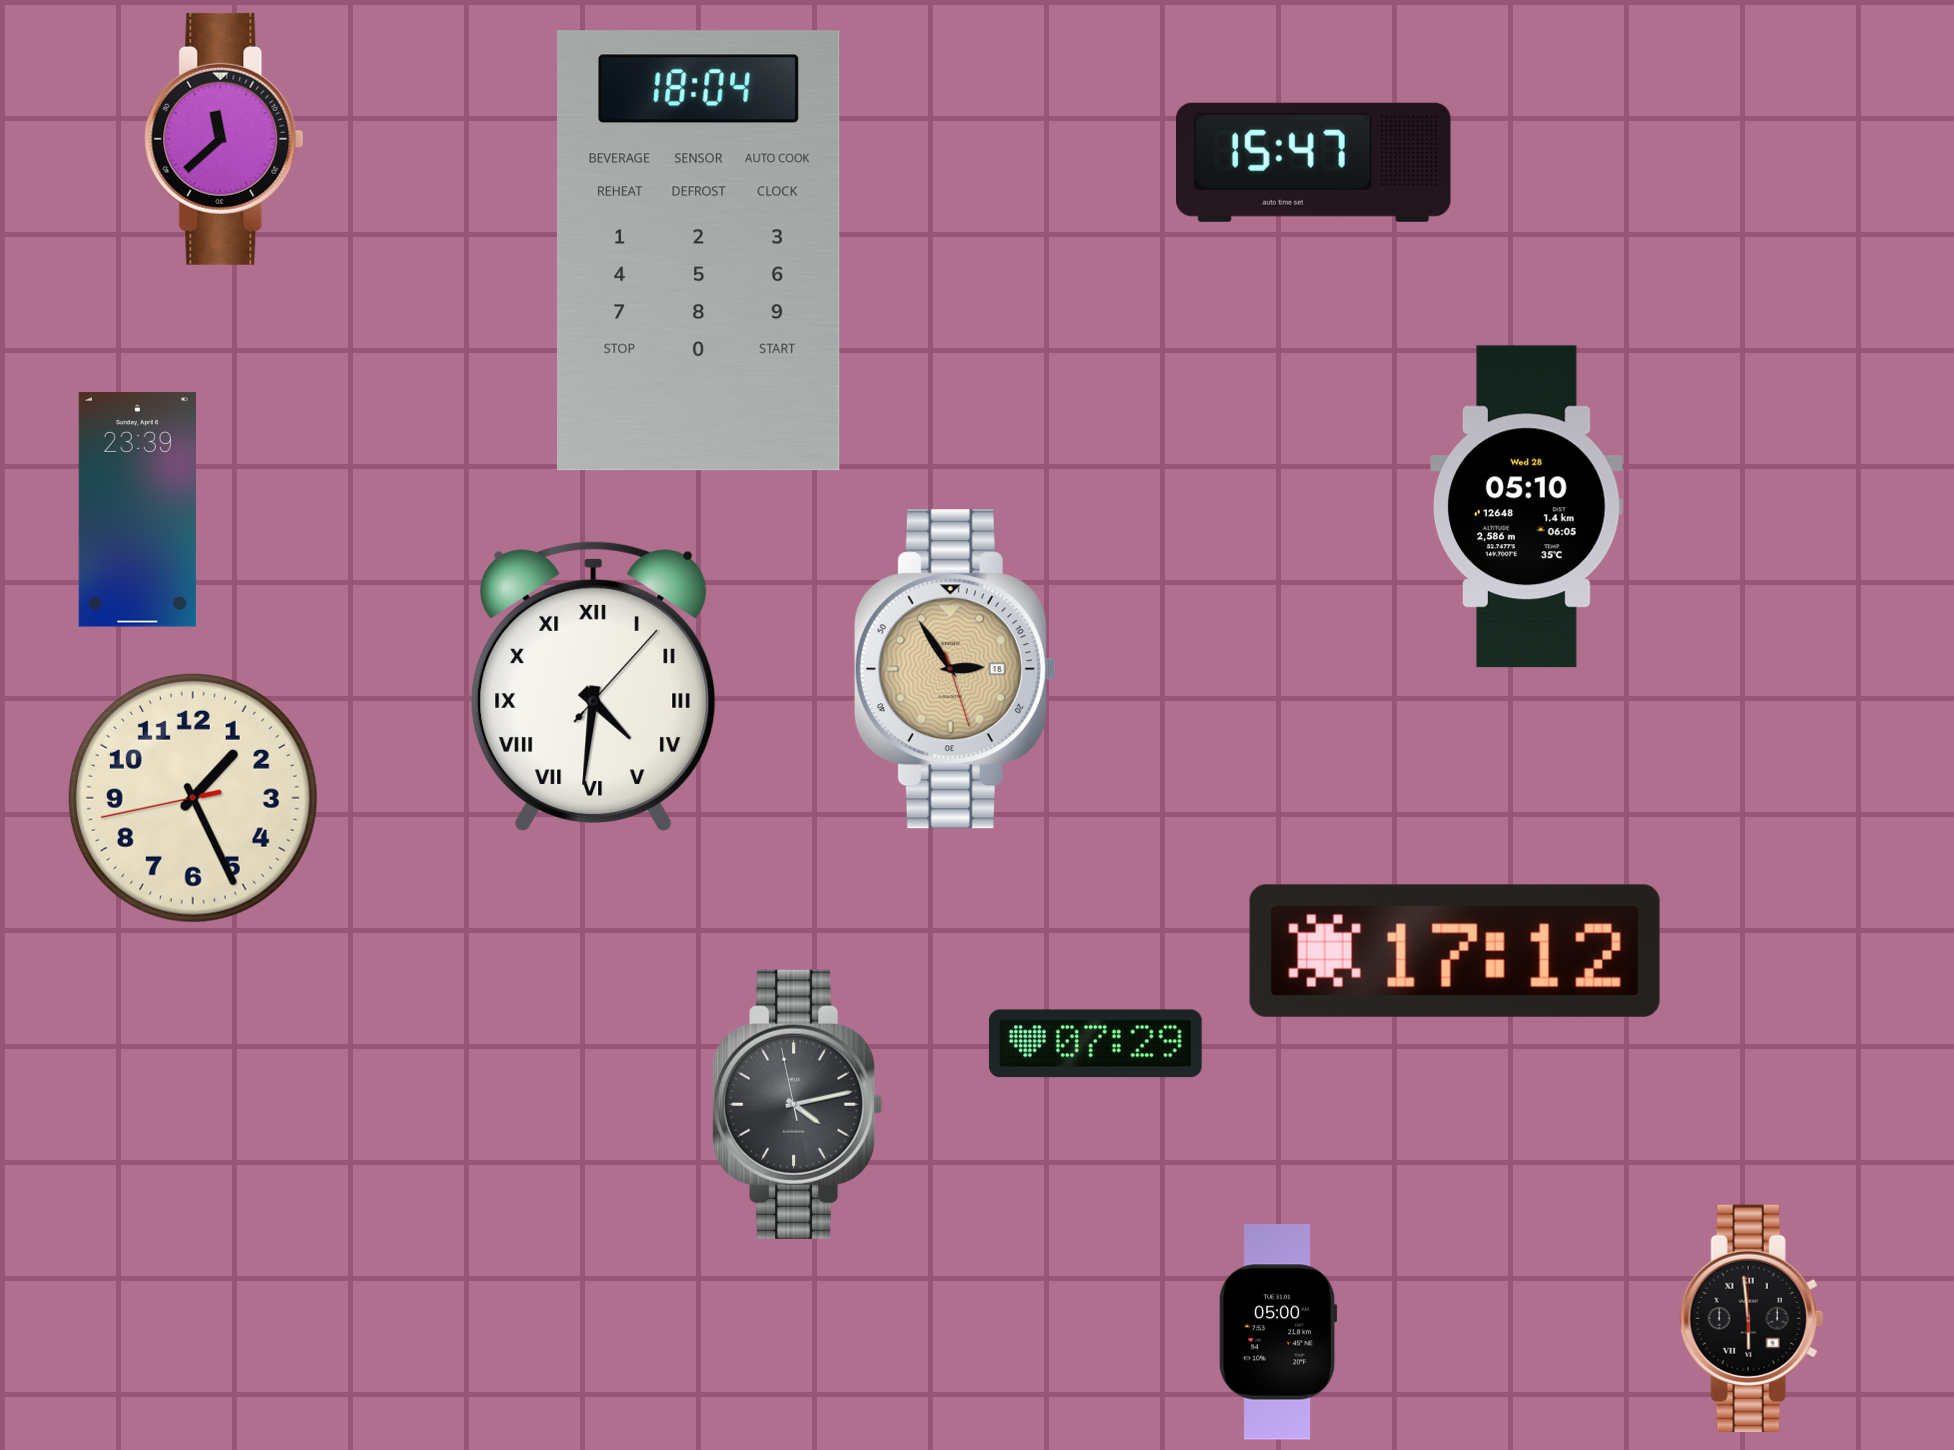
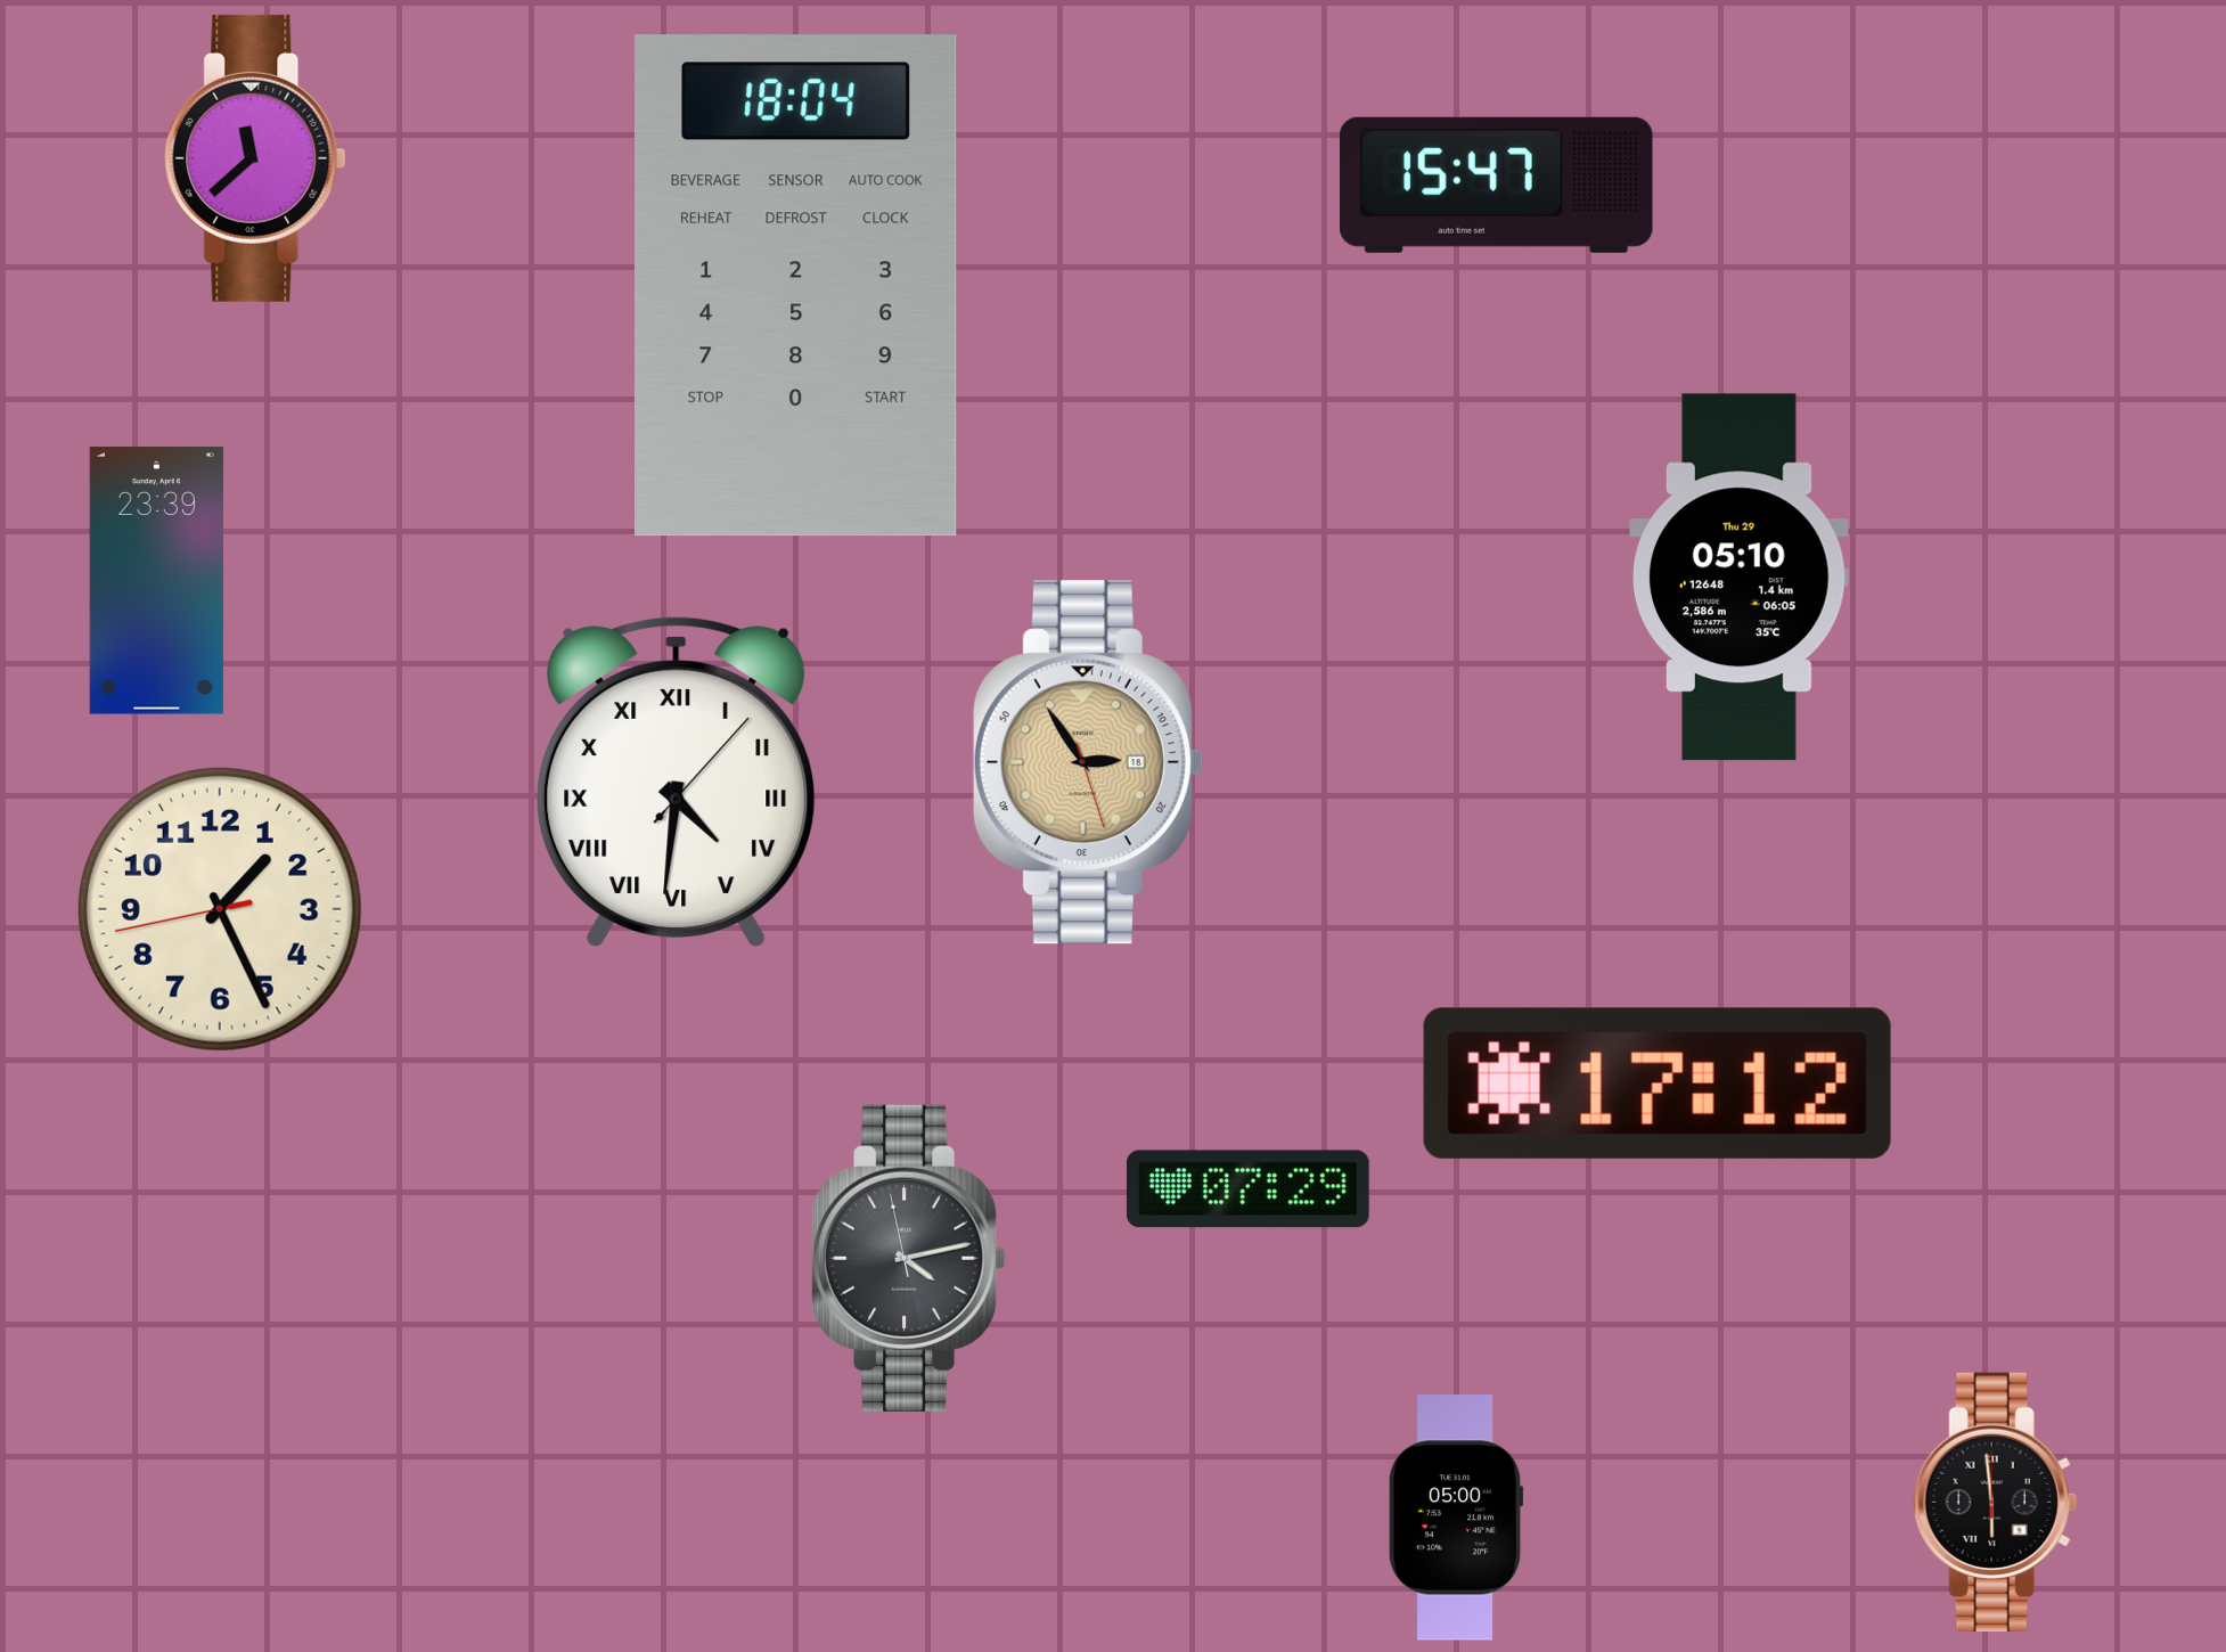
clock at (1527, 507) date: Wed 28 -> Thu 29
